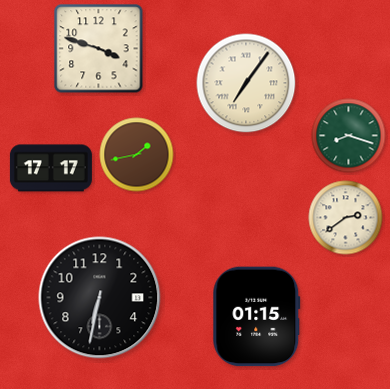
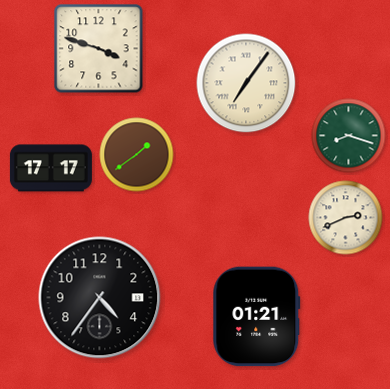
clock at (137, 155): 1:43 -> 1:39
clock at (346, 218): 2:39 -> 2:41
clock at (100, 298): 6:32 -> 4:36
clock at (257, 317): 01:15 -> 01:21
